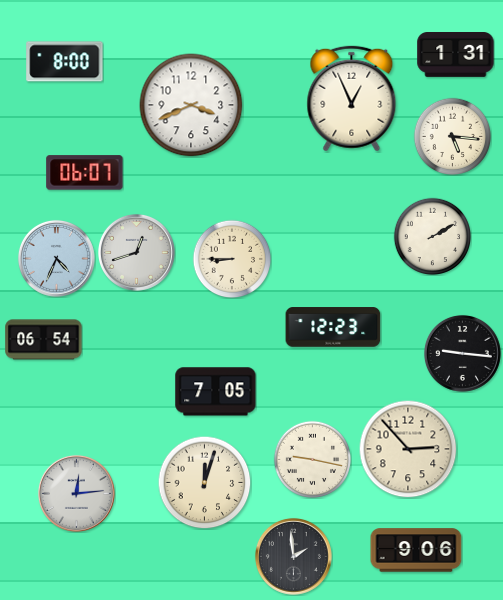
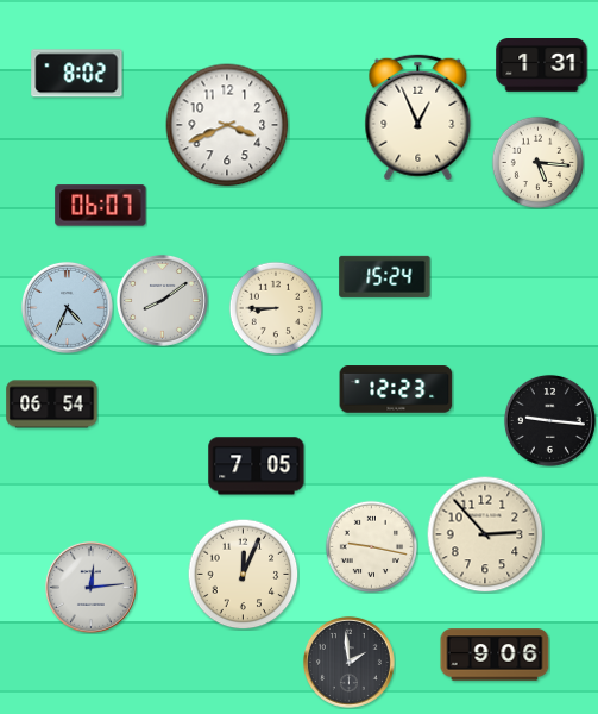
clock at (65, 62): 8:00 -> 8:02
clock at (385, 276): none -> 15:24
clock at (432, 236): 2:10 -> none
clock at (136, 252): 12:42 -> 8:09
clock at (204, 482): 12:03 -> 12:04
